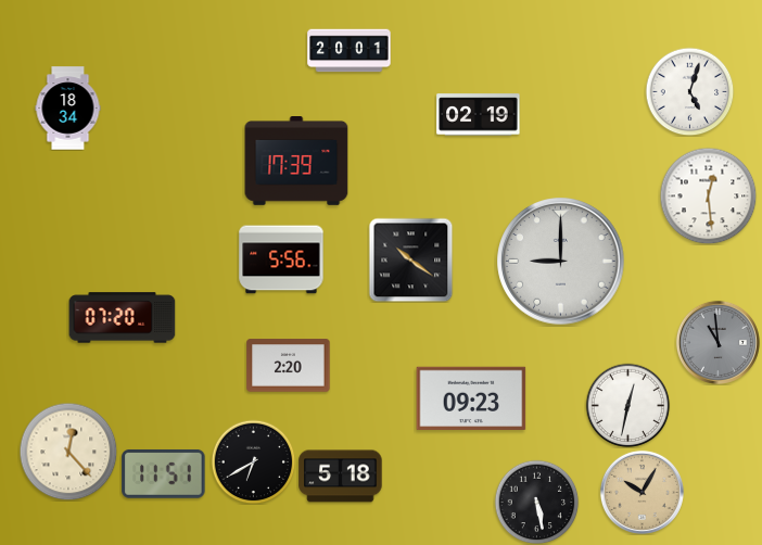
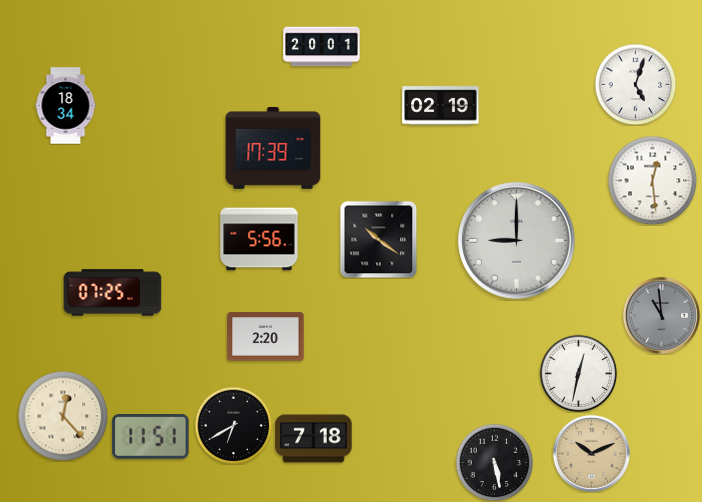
clock at (68, 109) position: (68, 109) -> (66, 106)
clock at (123, 318): 07:20 -> 07:25
clock at (471, 398): 09:23 -> none
clock at (341, 477): 5:18 -> 7:18
clock at (642, 492): 10:05 -> 10:11
